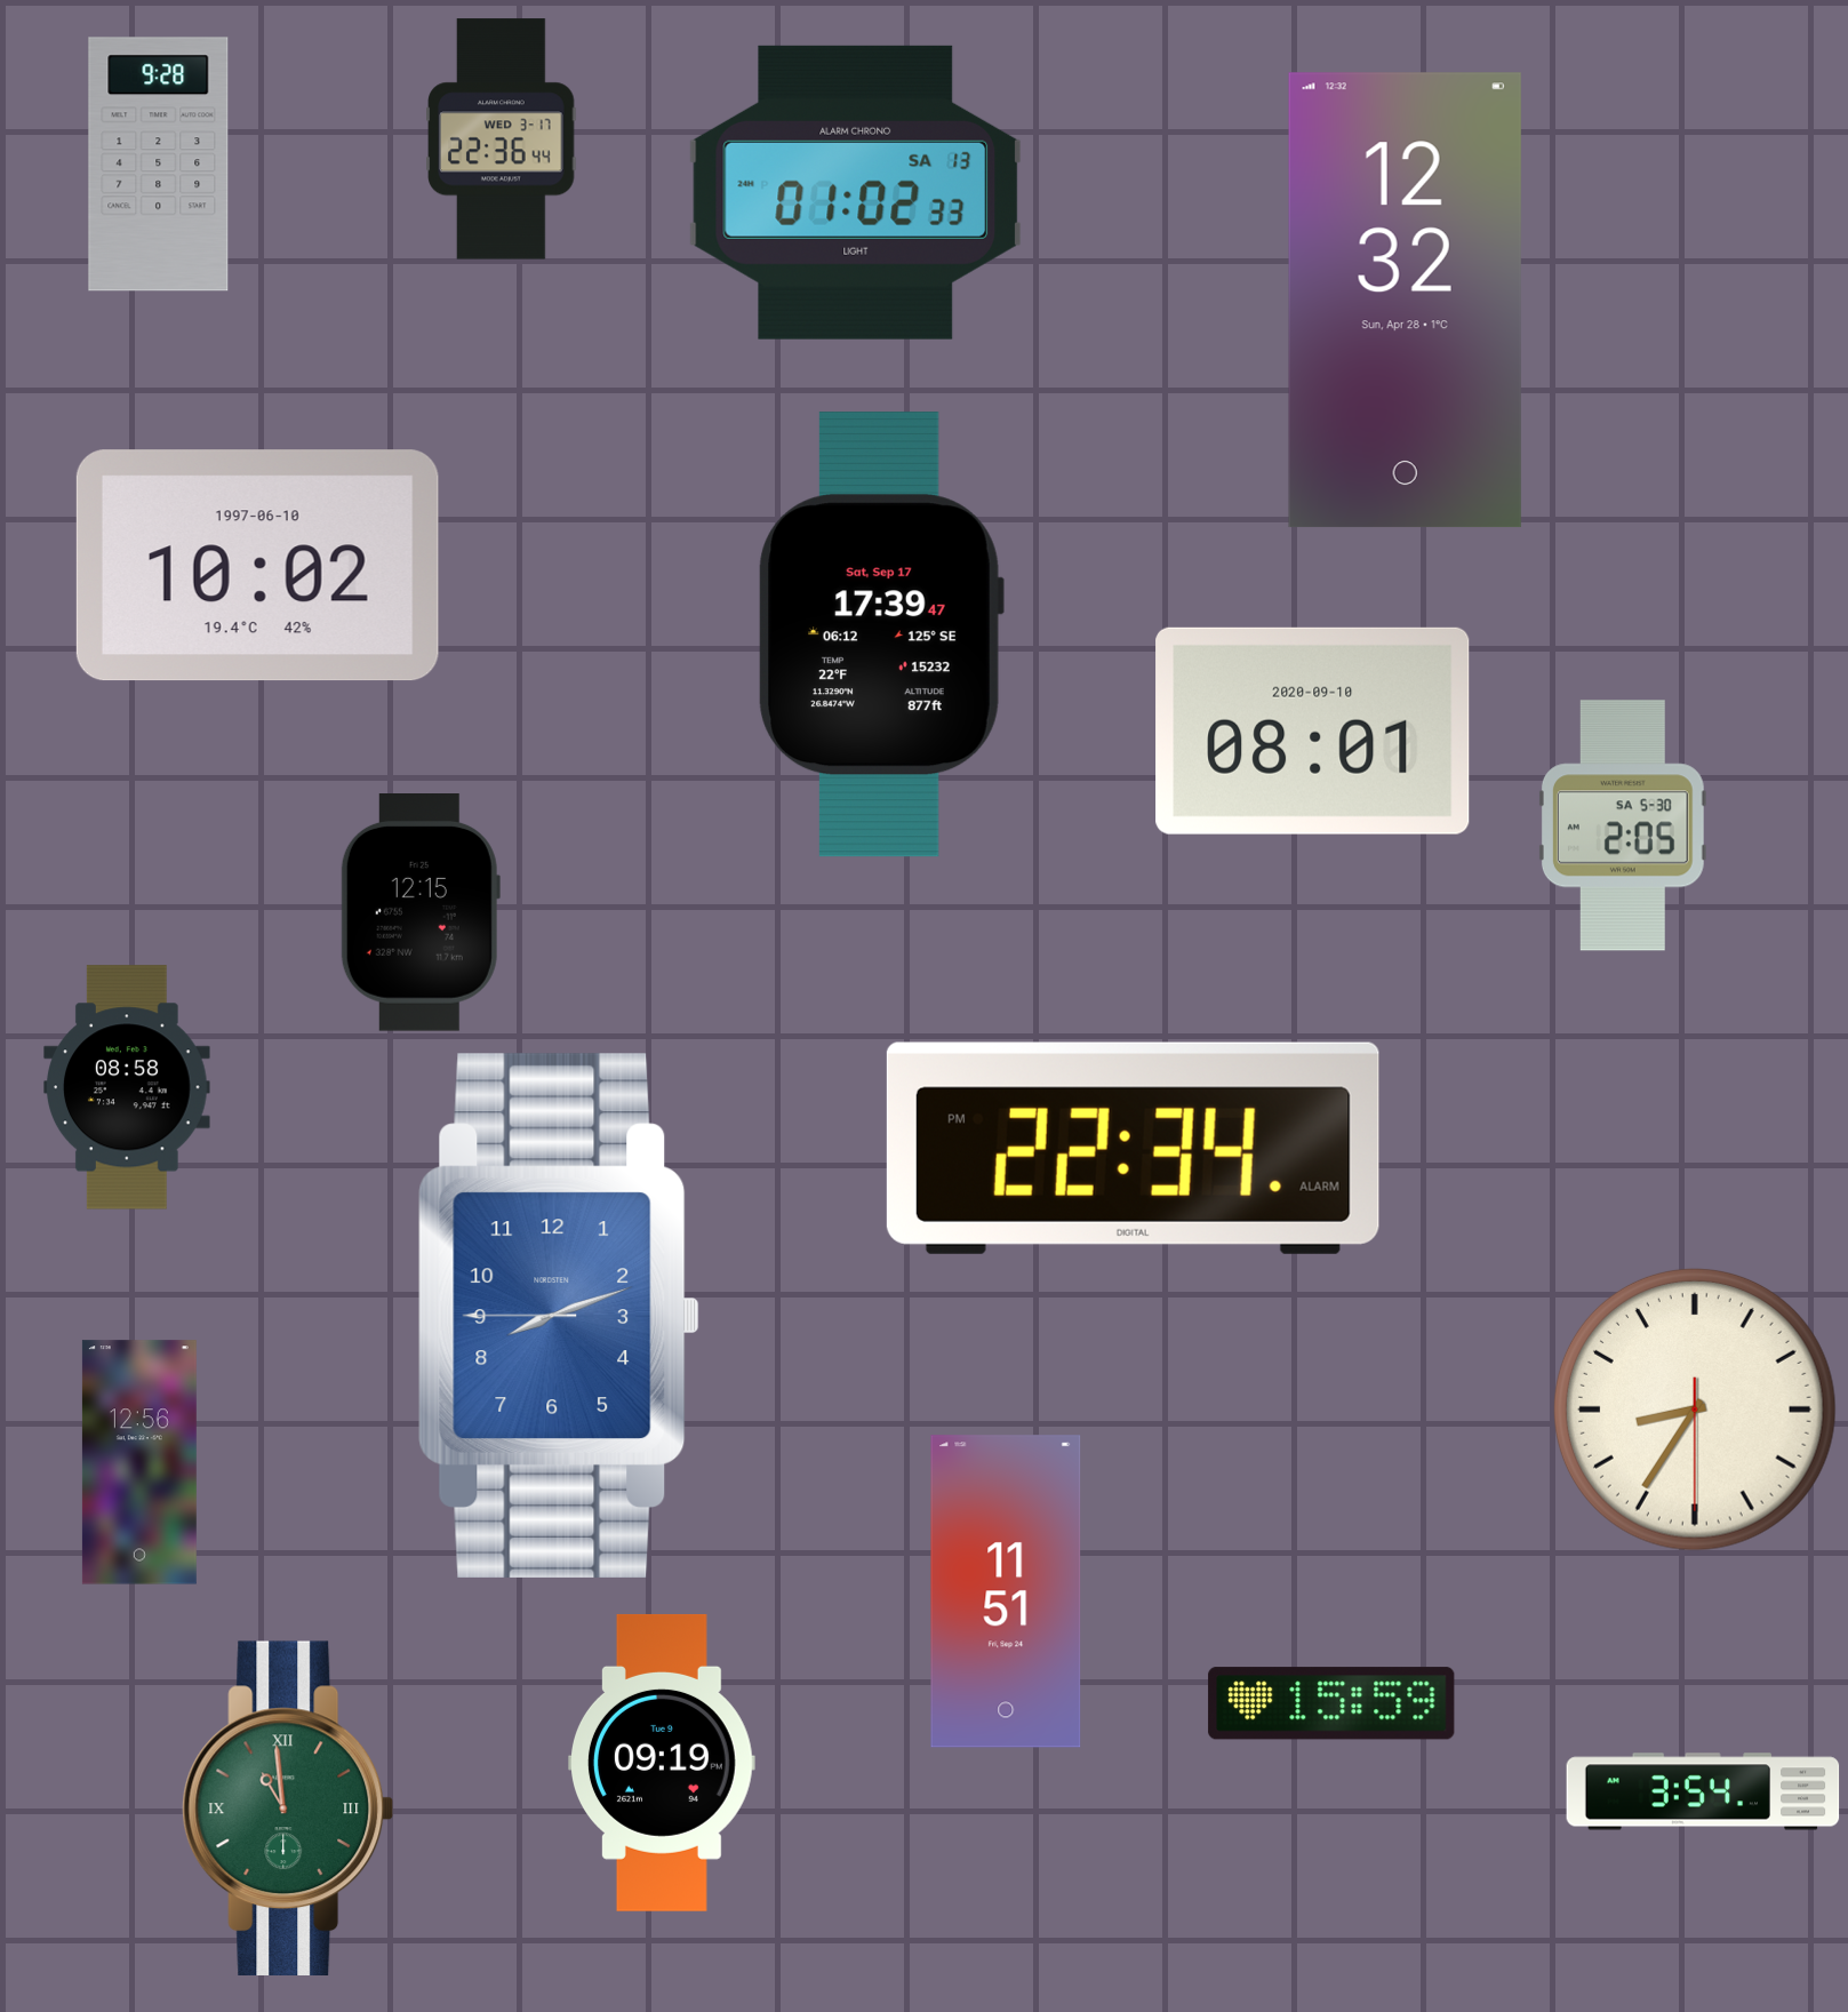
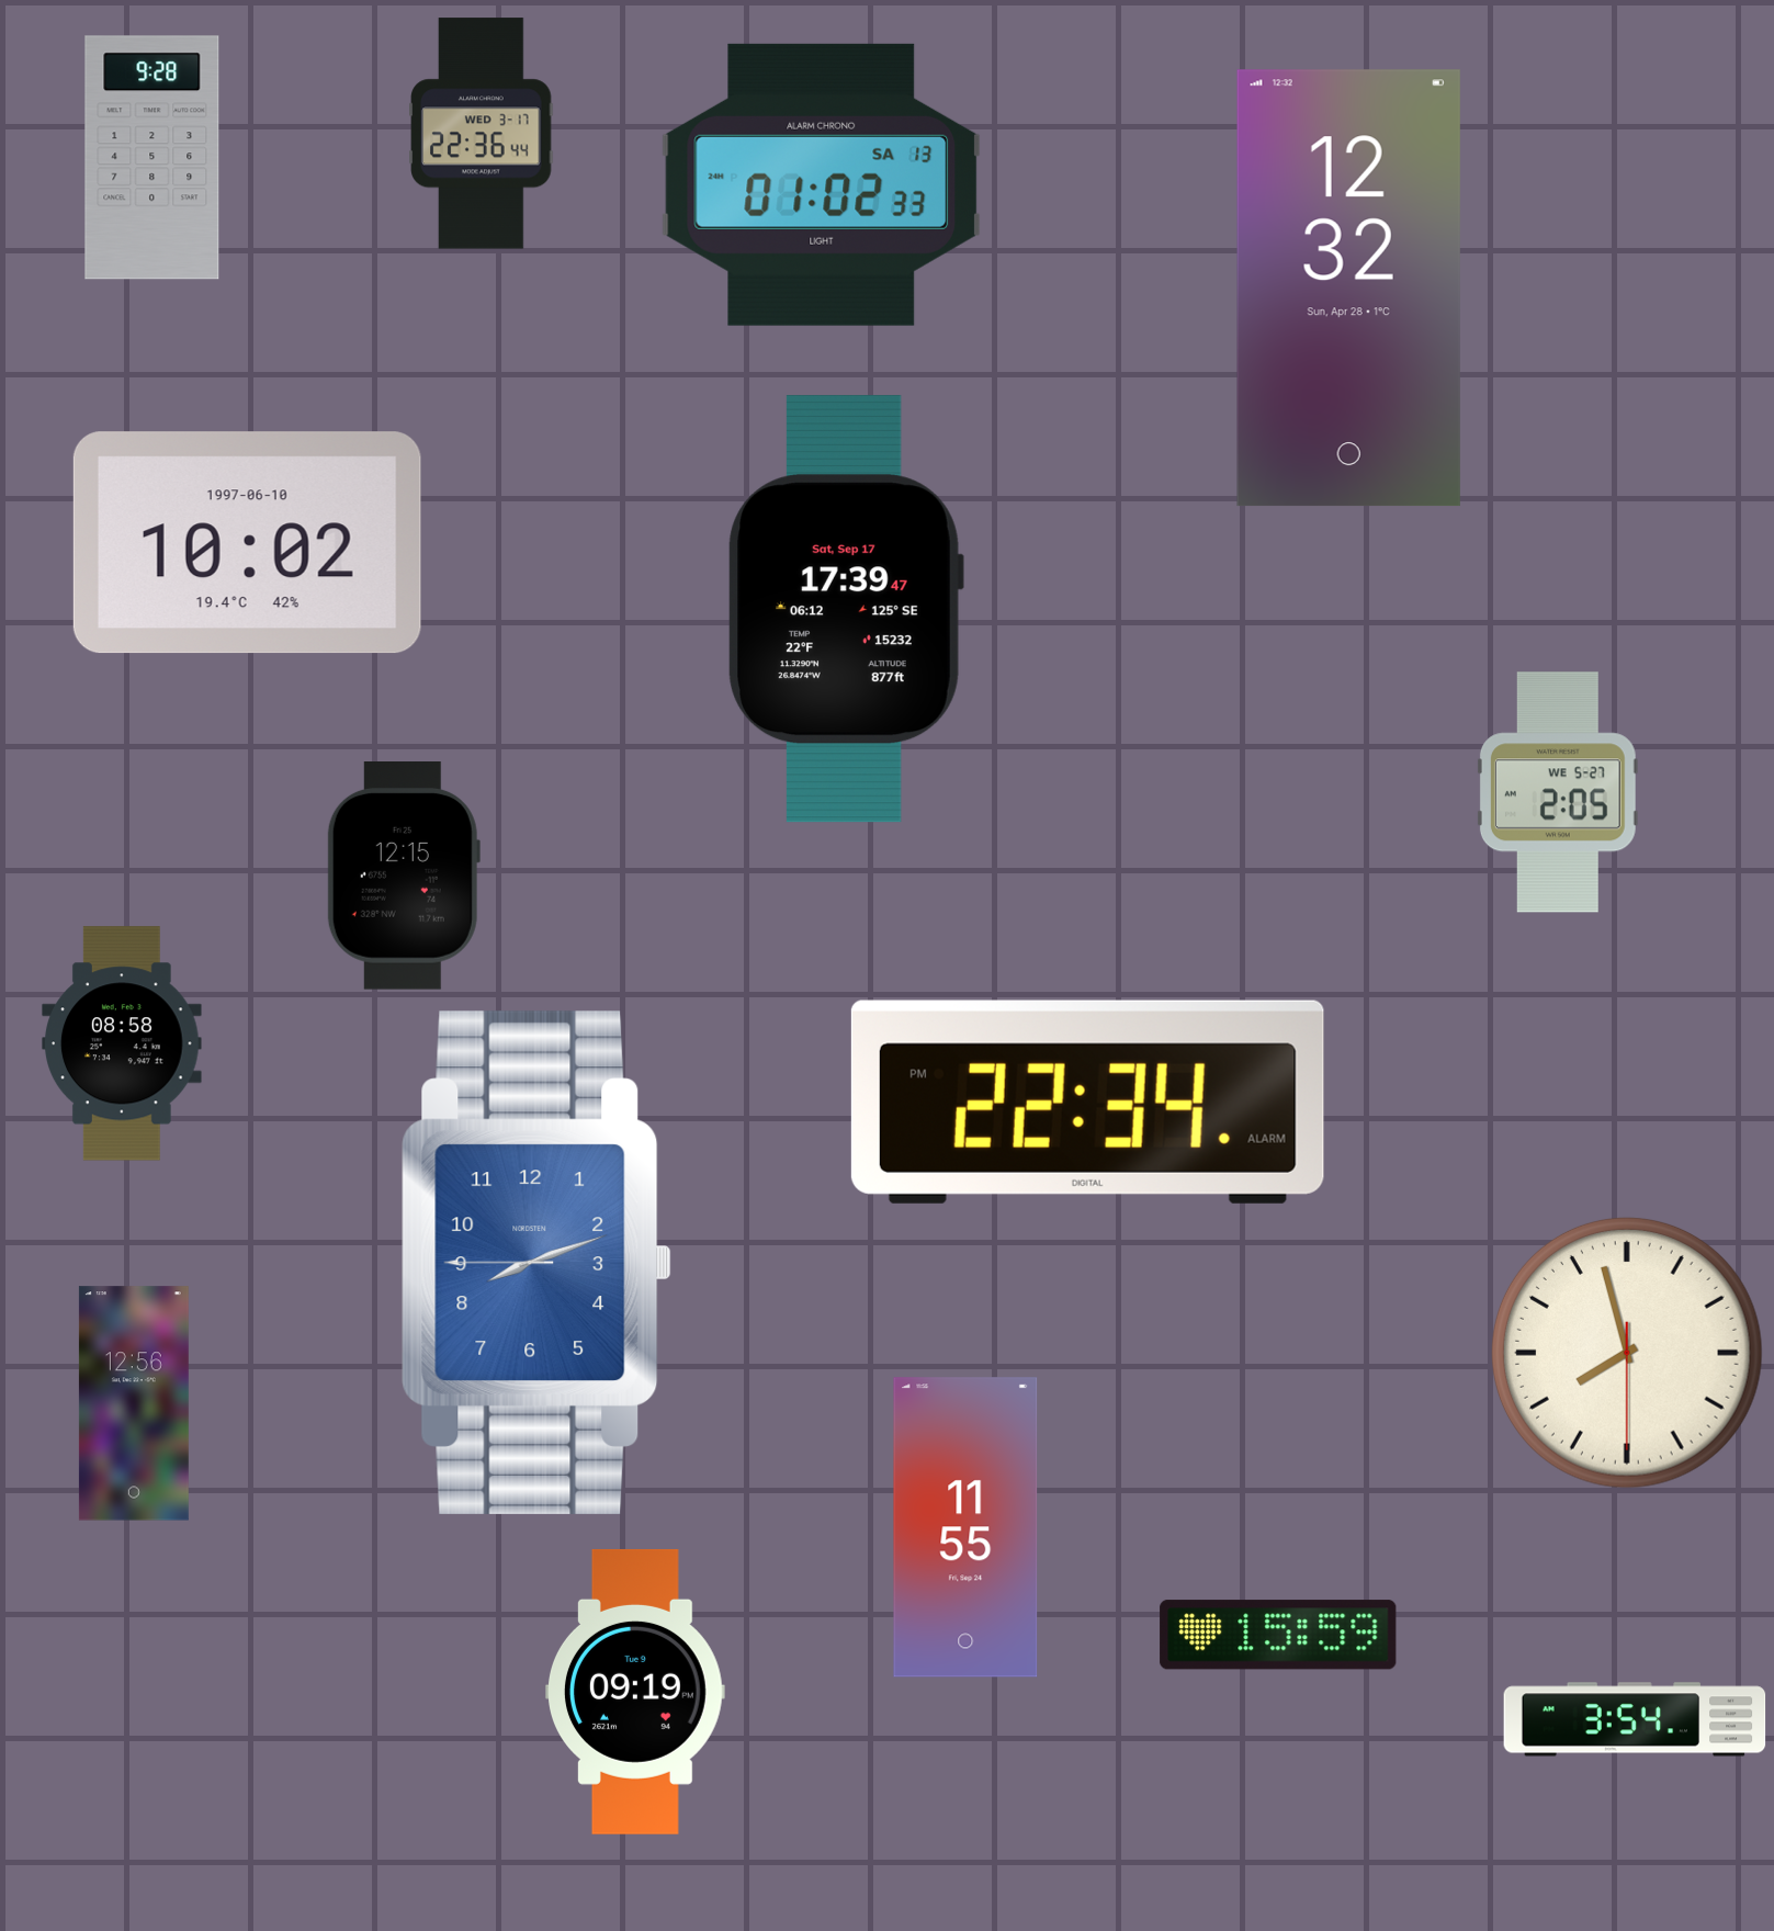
clock at (1313, 730): 08:01 -> none
clock at (1623, 825) date: SA 5-30 -> WE 5-27
clock at (1695, 1410): 8:35 -> 7:57
clock at (1006, 1591): 11:51 -> 11:55
clock at (288, 1807): 10:59 -> none
